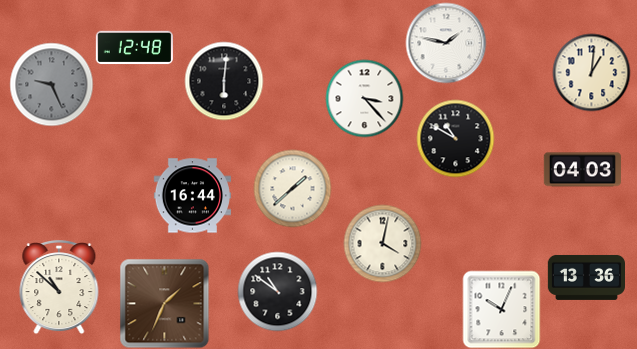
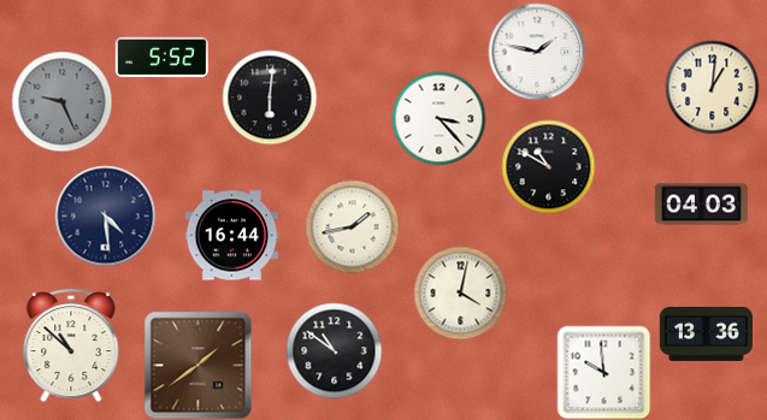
clock at (134, 48): 12:48 -> 5:52
clock at (105, 215): none -> 4:29
clock at (292, 188): 1:38 -> 1:43
clock at (164, 303): 1:34 -> 1:39
clock at (501, 309): 10:04 -> 9:59
